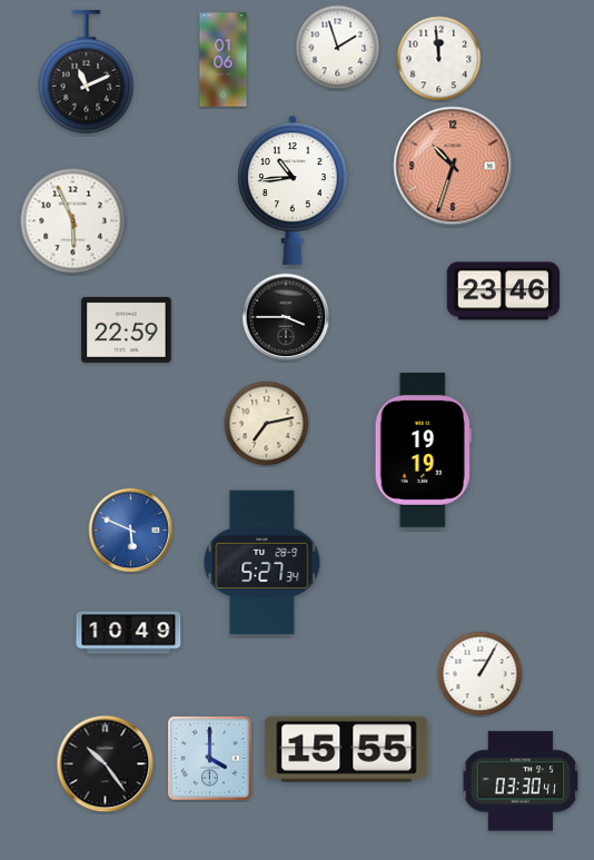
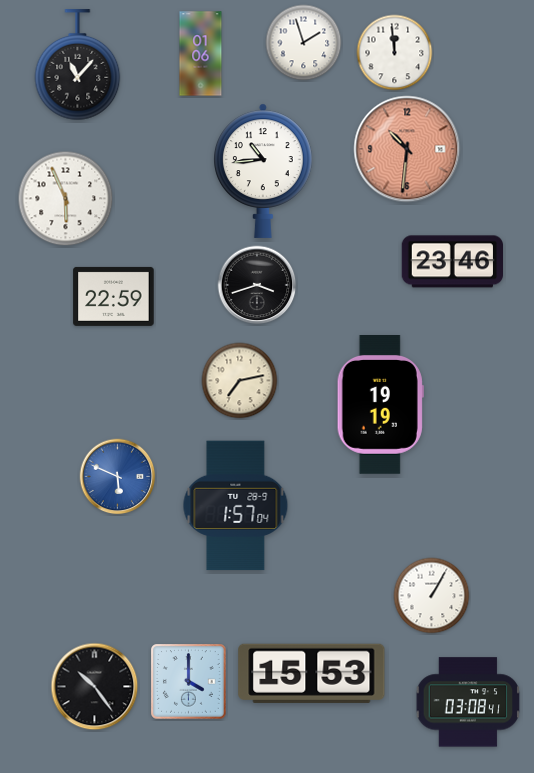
clock at (87, 72): 11:11 -> 11:07
clock at (453, 166): 10:33 -> 10:31
clock at (286, 317): 3:45 -> 3:42
clock at (263, 563): 5:27 -> 1:57
clock at (129, 633): 10:49 -> none
clock at (481, 674) position: (481, 674) -> (432, 596)
clock at (347, 749): 15:55 -> 15:53
clock at (521, 781): 03:30 -> 03:08
